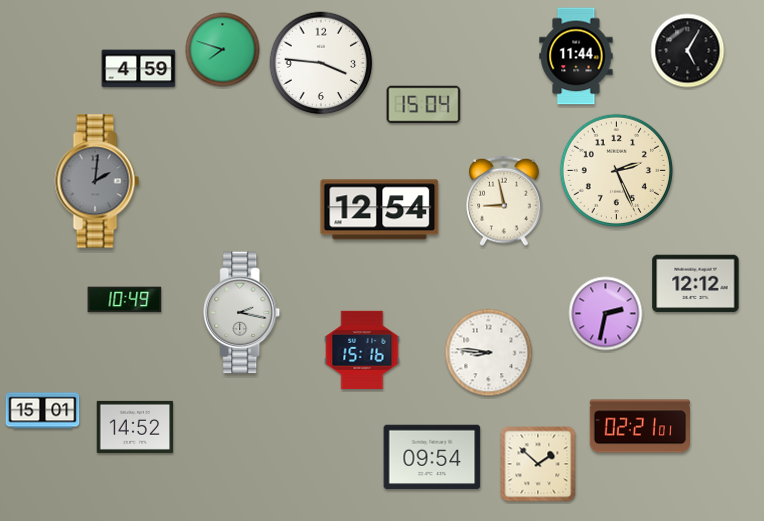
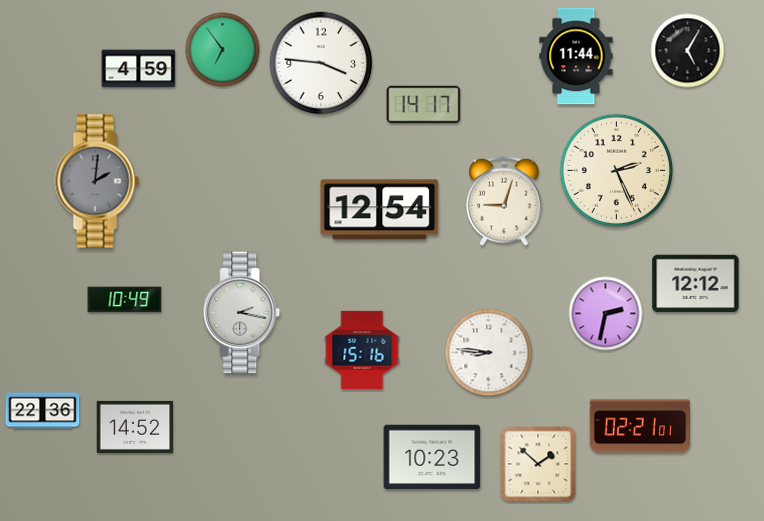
clock at (223, 50): 7:48 -> 6:54
clock at (424, 105): 15:04 -> 14:17
clock at (504, 201): 8:58 -> 9:03
clock at (43, 411): 15:01 -> 22:36
clock at (432, 457): 09:54 -> 10:23
